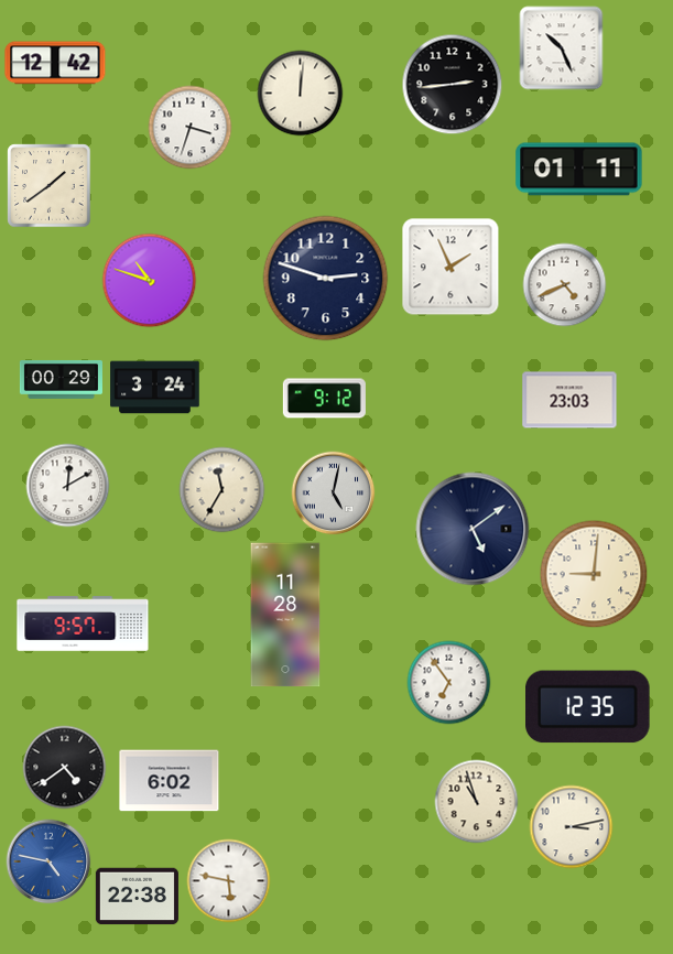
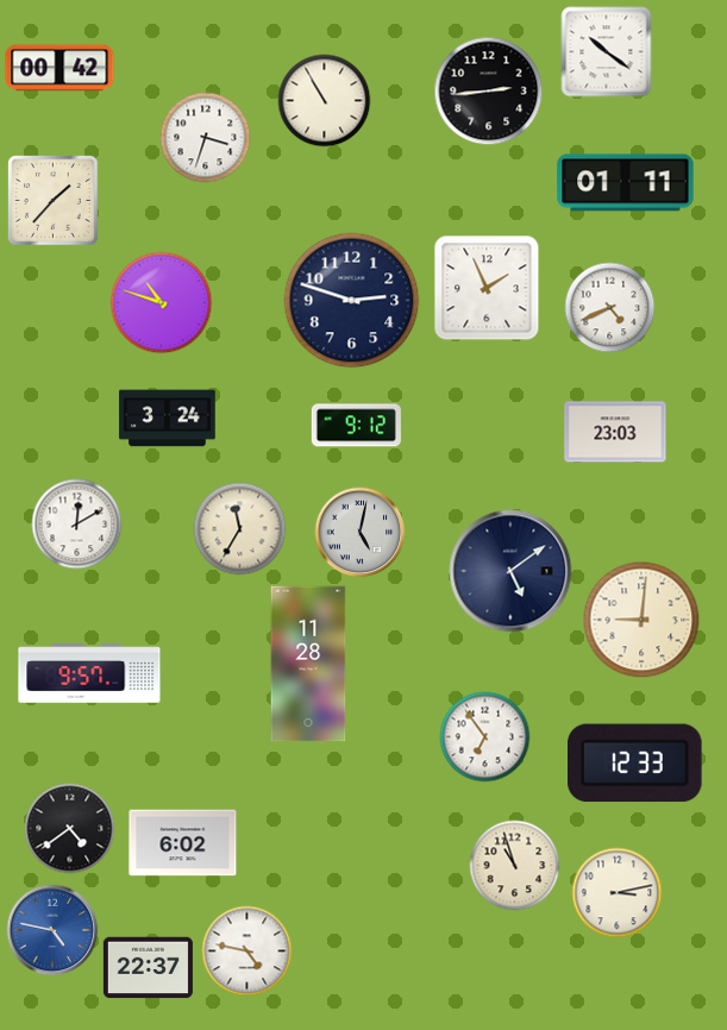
clock at (562, 48): 10:26 -> 10:21
clock at (55, 63): 12:42 -> 00:42
clock at (301, 94): 12:01 -> 10:55
clock at (50, 186): 1:39 -> 1:37
clock at (61, 379): 00:29 -> none
clock at (324, 399) position: (324, 399) -> (356, 426)
clock at (68, 486) position: (68, 486) -> (77, 525)
clock at (588, 707): 12:35 -> 12:33
clock at (229, 881): 5:47 -> 4:47
clock at (137, 897): 22:38 -> 22:37
